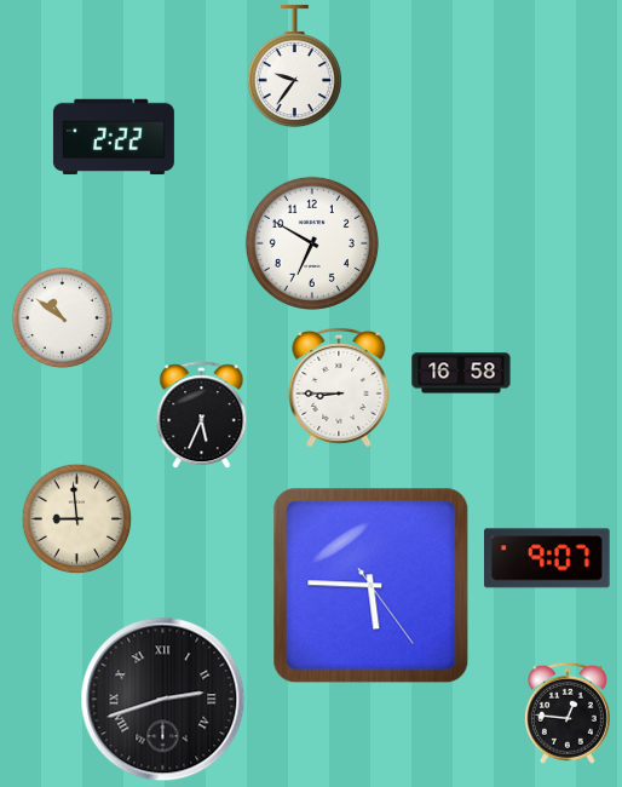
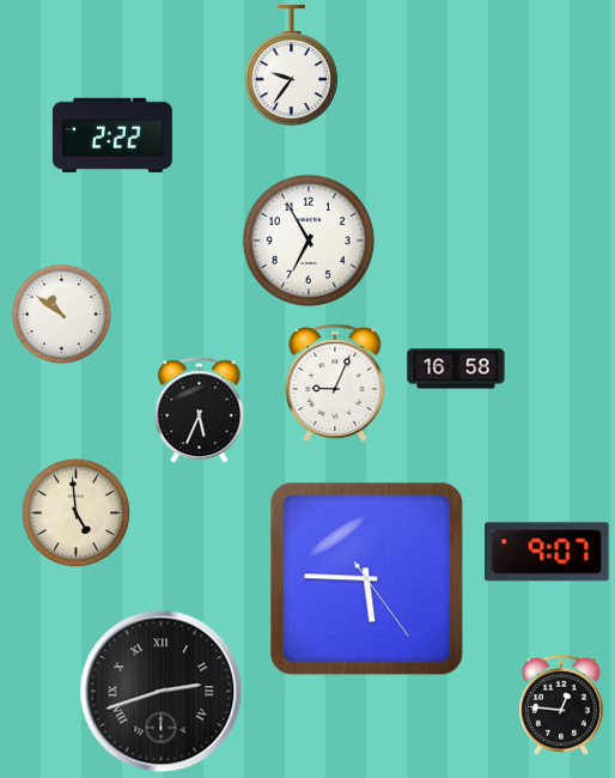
clock at (312, 243): 6:50 -> 6:55
clock at (339, 387): 8:45 -> 9:04
clock at (77, 519): 8:59 -> 4:59
clock at (548, 558) position: (548, 558) -> (548, 552)
